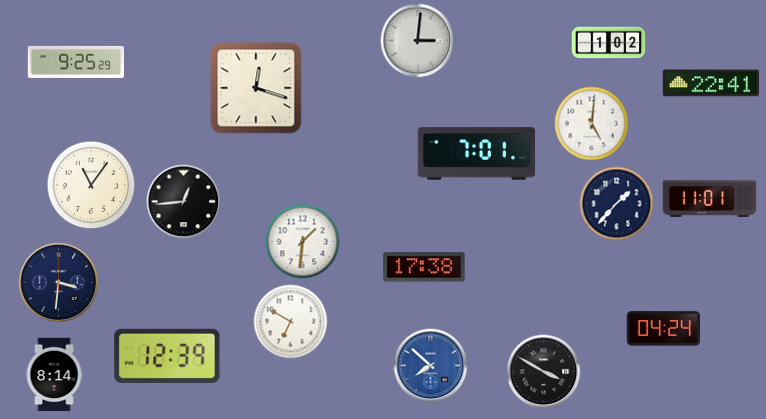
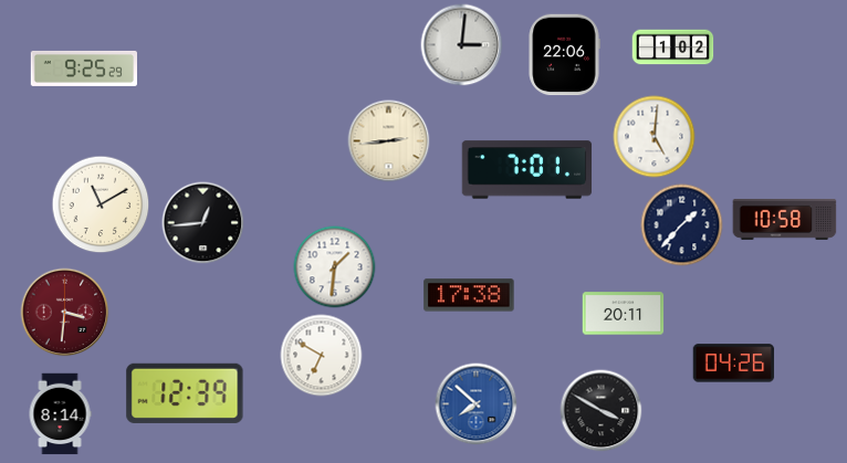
clock at (564, 55): none -> 22:06
clock at (710, 83): 22:41 -> none
clock at (256, 88): 12:18 -> none
clock at (389, 141): none -> 2:44
clock at (91, 185): 11:06 -> 11:10
clock at (710, 198): 11:01 -> 10:58
clock at (59, 283) dial: navy -> burgundy
clock at (624, 314): none -> 20:11
clock at (664, 329): 04:24 -> 04:26
